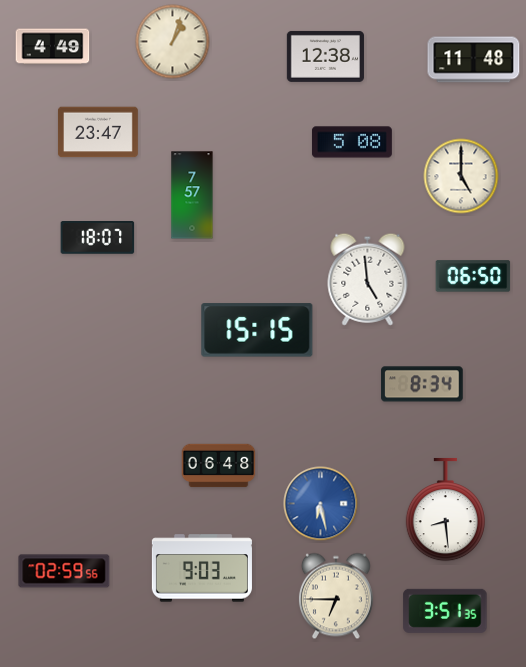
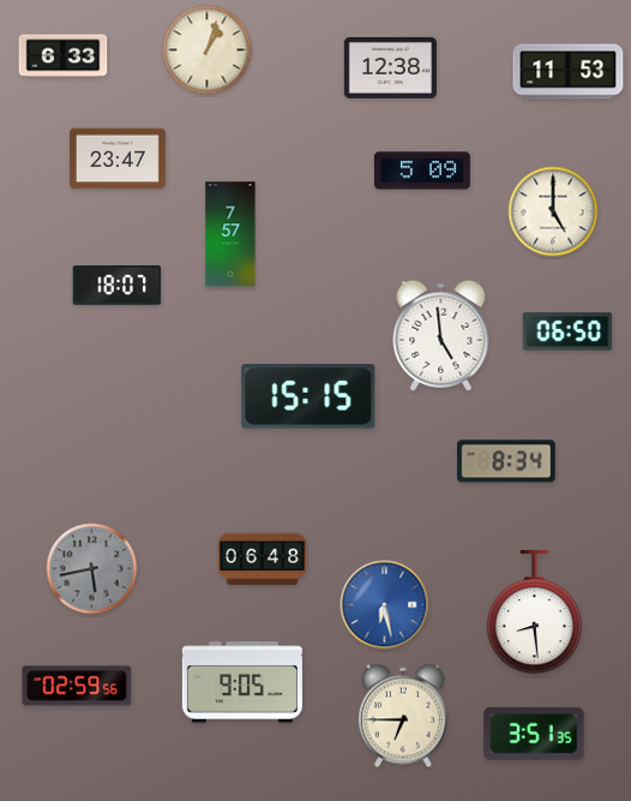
clock at (53, 47): 4:49 -> 6:33
clock at (474, 60): 11:48 -> 11:53
clock at (352, 142): 5:08 -> 5:09
clock at (92, 569): none -> 5:43
clock at (202, 568): 9:03 -> 9:05
